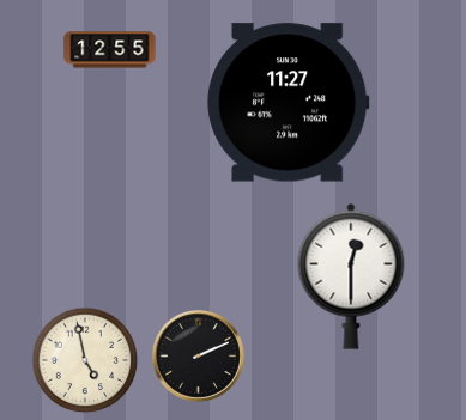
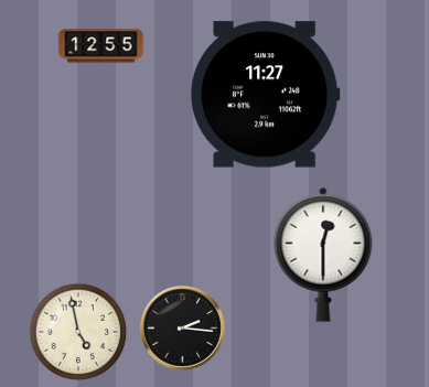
clock at (198, 355): 2:11 -> 2:16
